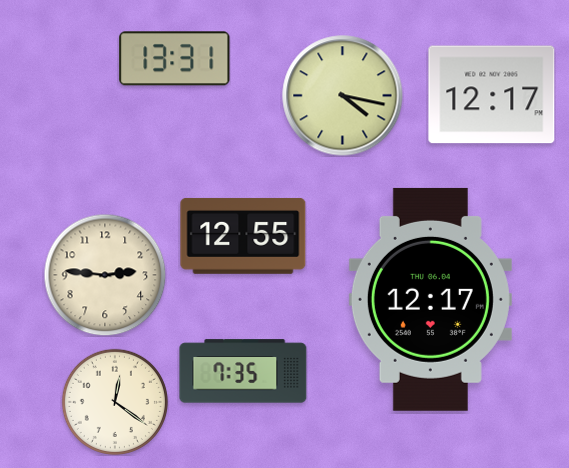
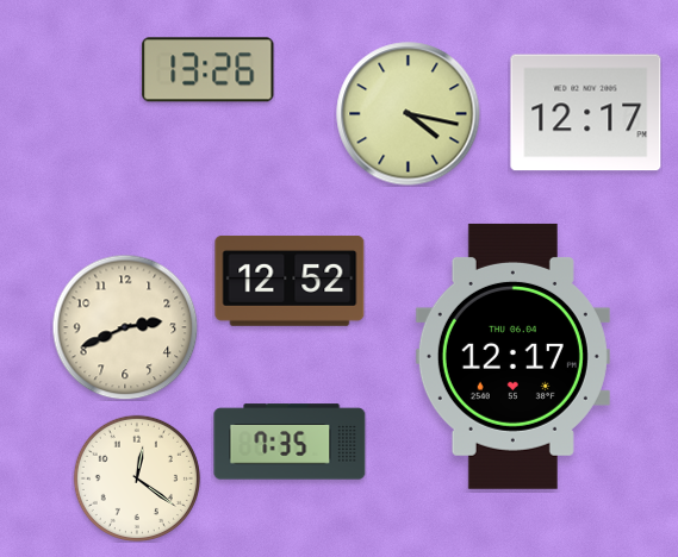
clock at (175, 59): 13:31 -> 13:26
clock at (243, 236): 12:55 -> 12:52
clock at (105, 275): 2:46 -> 2:41
